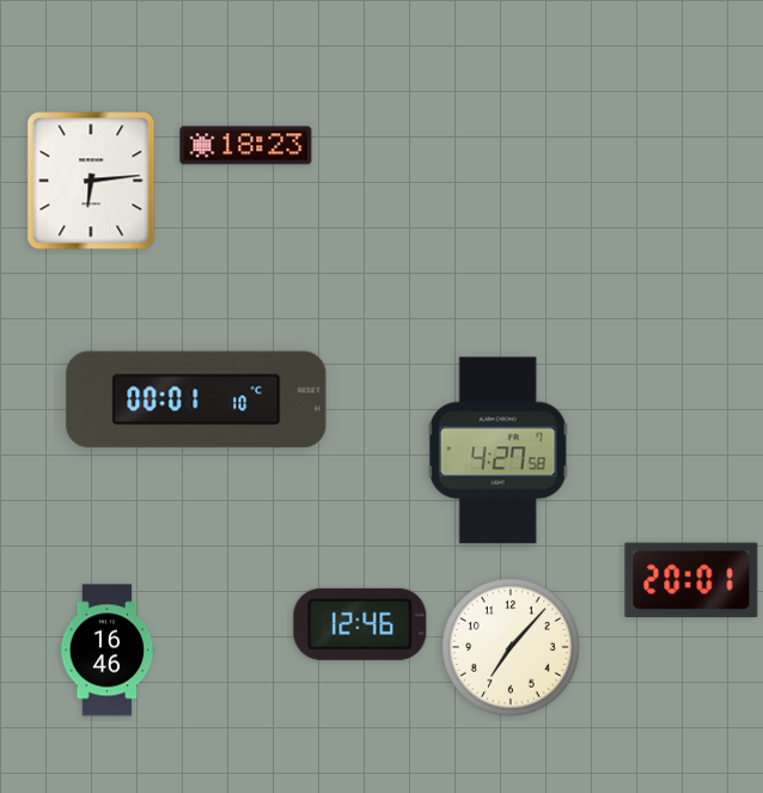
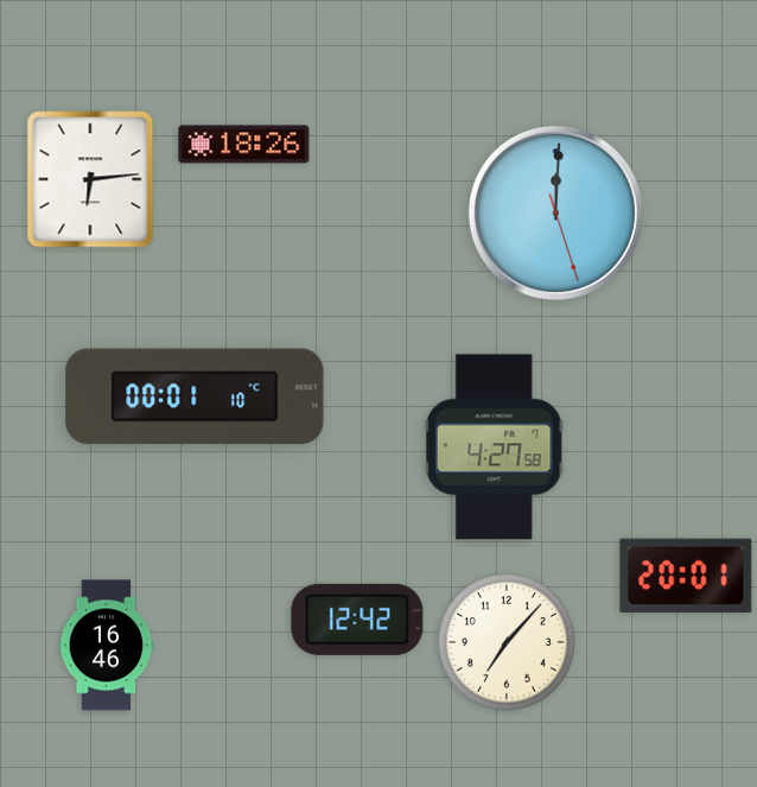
clock at (246, 146): 18:23 -> 18:26
clock at (555, 212): none -> 12:00
clock at (360, 624): 12:46 -> 12:42
